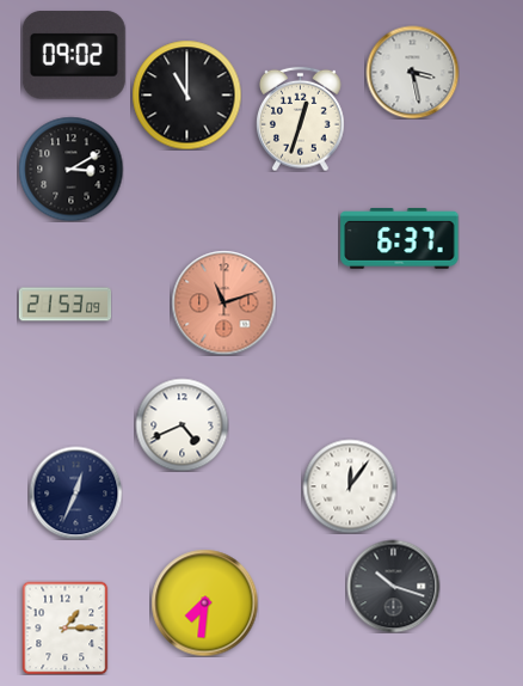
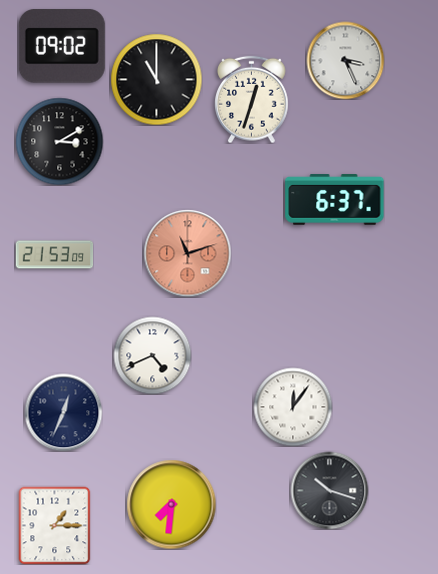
clock at (412, 72): 3:28 -> 3:26
